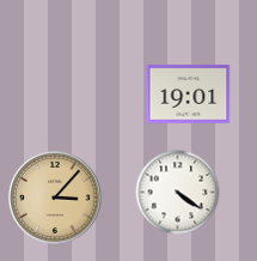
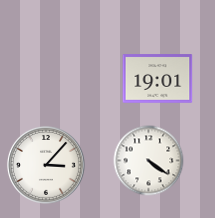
clock at (55, 198) dial: champagne -> white
